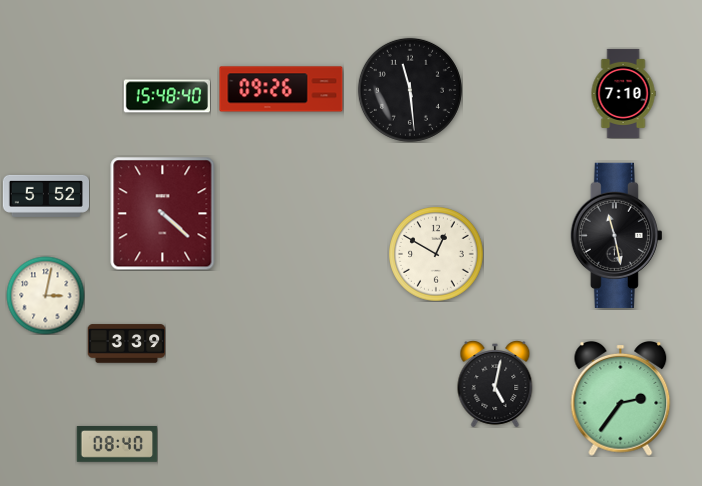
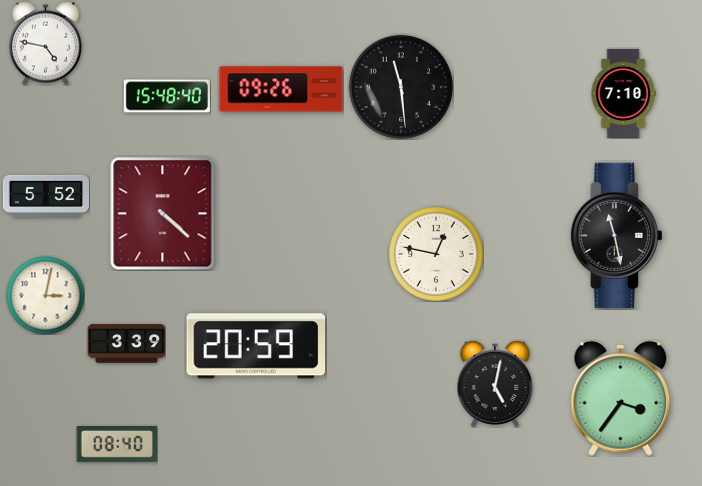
clock at (45, 43): none -> 4:47
clock at (410, 90) position: (410, 90) -> (401, 87)
clock at (436, 254): 12:50 -> 12:47
clock at (256, 346): none -> 20:59
clock at (621, 398): 2:36 -> 3:36
